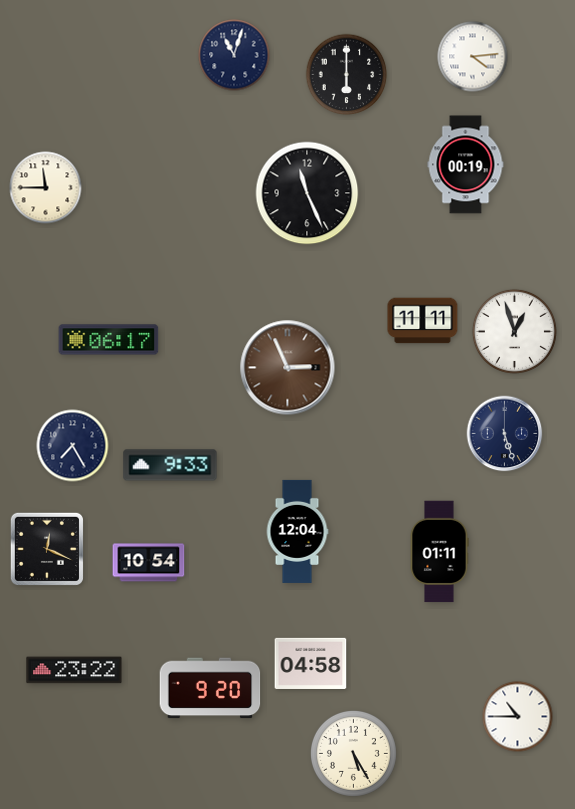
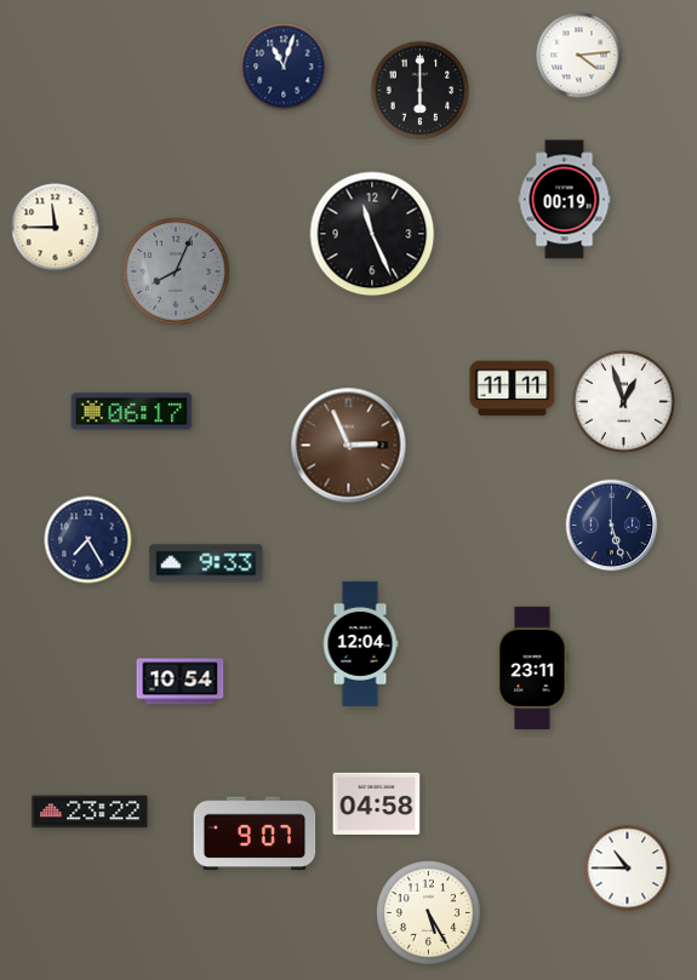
clock at (473, 57) position: (473, 57) -> (579, 56)
clock at (176, 271): none -> 8:04
clock at (47, 549): 12:19 -> none
clock at (439, 552): 01:11 -> 23:11
clock at (210, 688): 9:20 -> 9:07
